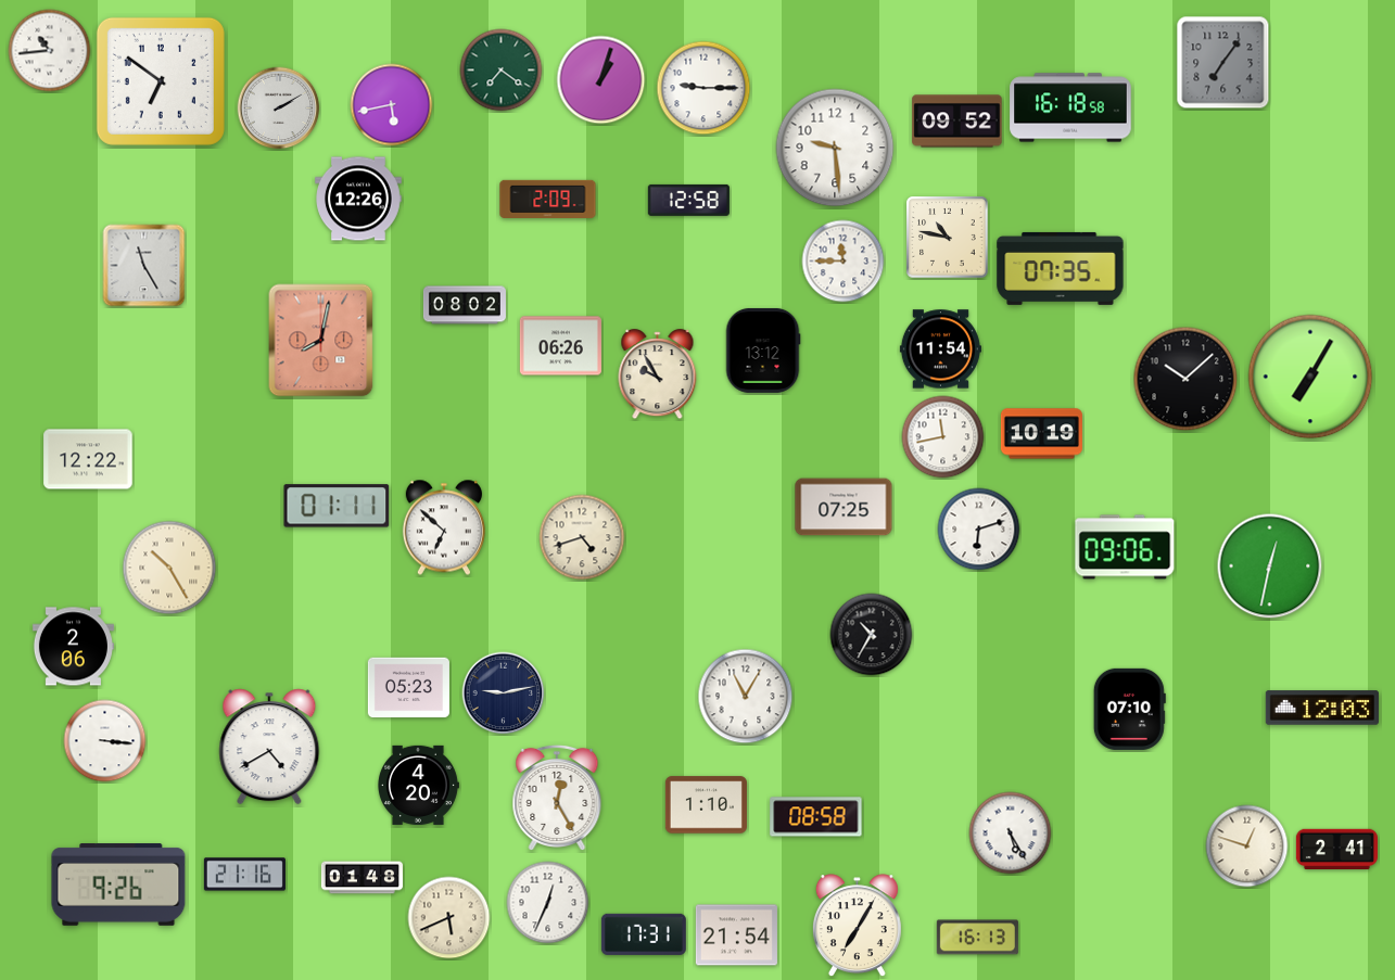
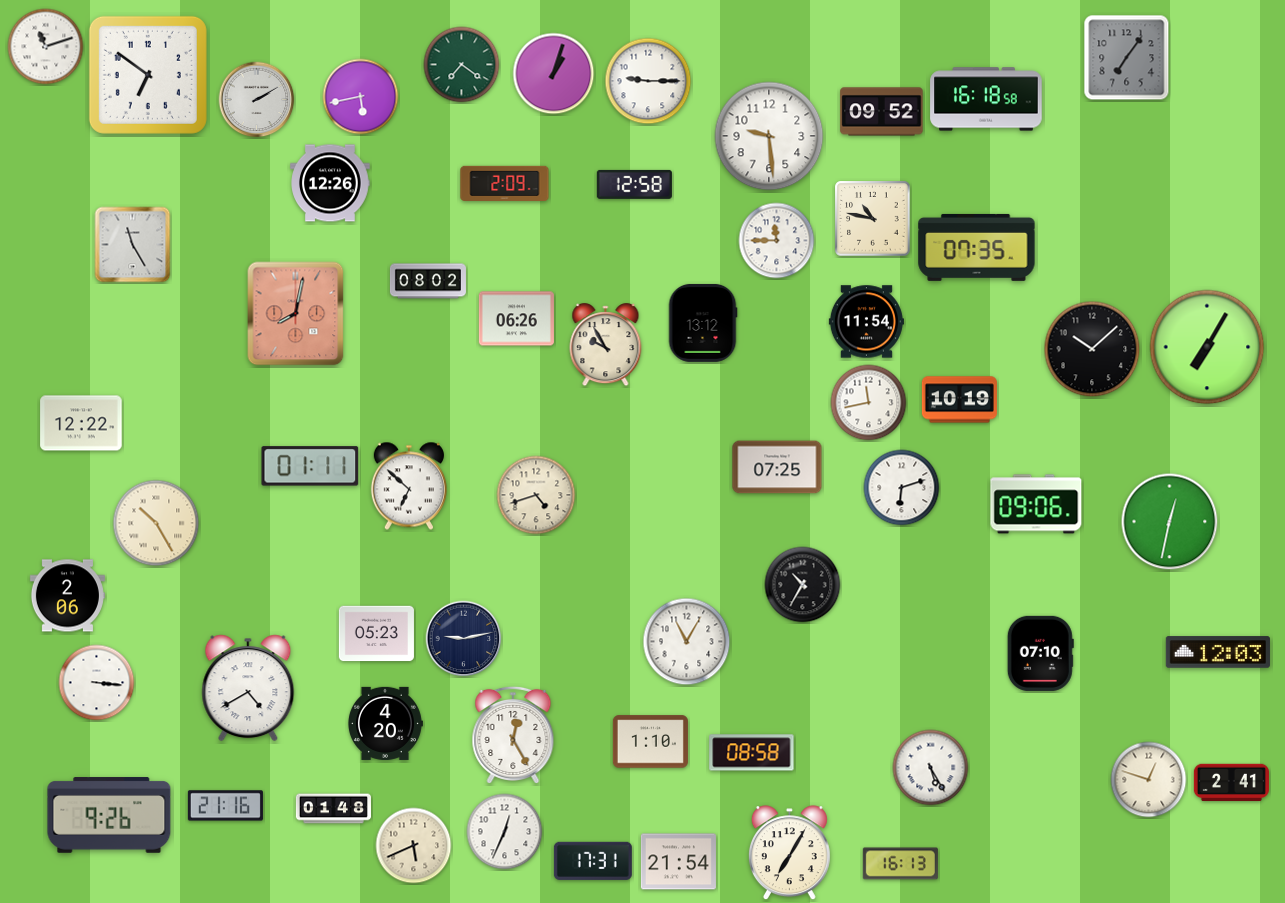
clock at (50, 51): 10:44 -> 11:12
